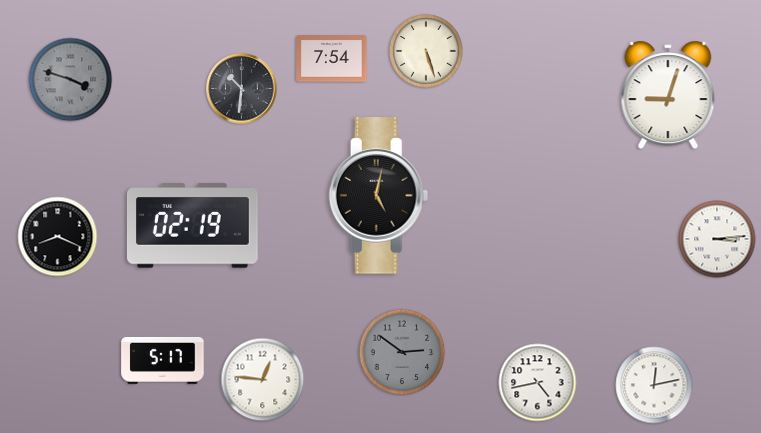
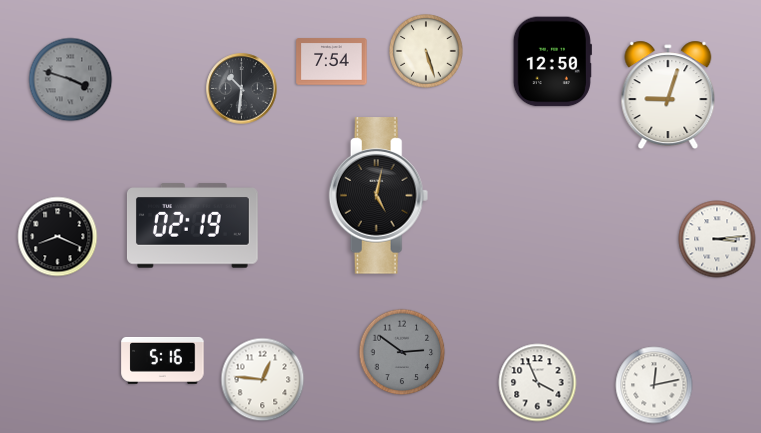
clock at (332, 59) position: (332, 59) -> (332, 62)
clock at (552, 62): none -> 12:50
clock at (163, 360): 5:17 -> 5:16
clock at (538, 383): 4:43 -> 3:56
